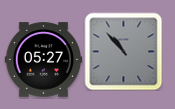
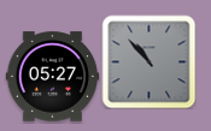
clock at (43, 60) position: (43, 60) -> (52, 77)
